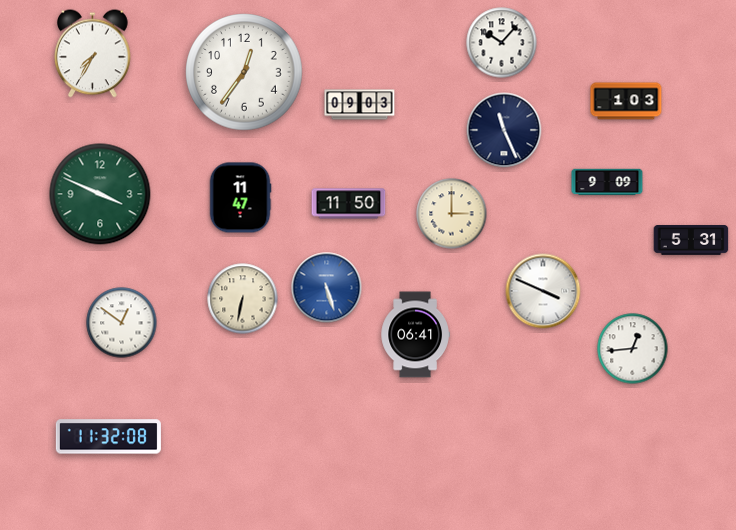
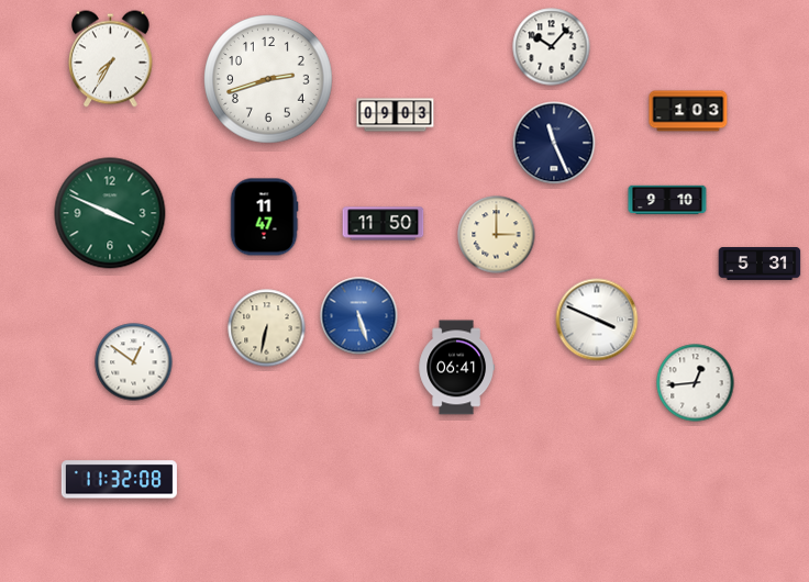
clock at (93, 54) position: (93, 54) -> (111, 59)
clock at (244, 72): 12:36 -> 2:42
clock at (607, 182): 9:09 -> 9:10
clock at (122, 323) position: (122, 323) -> (134, 362)
